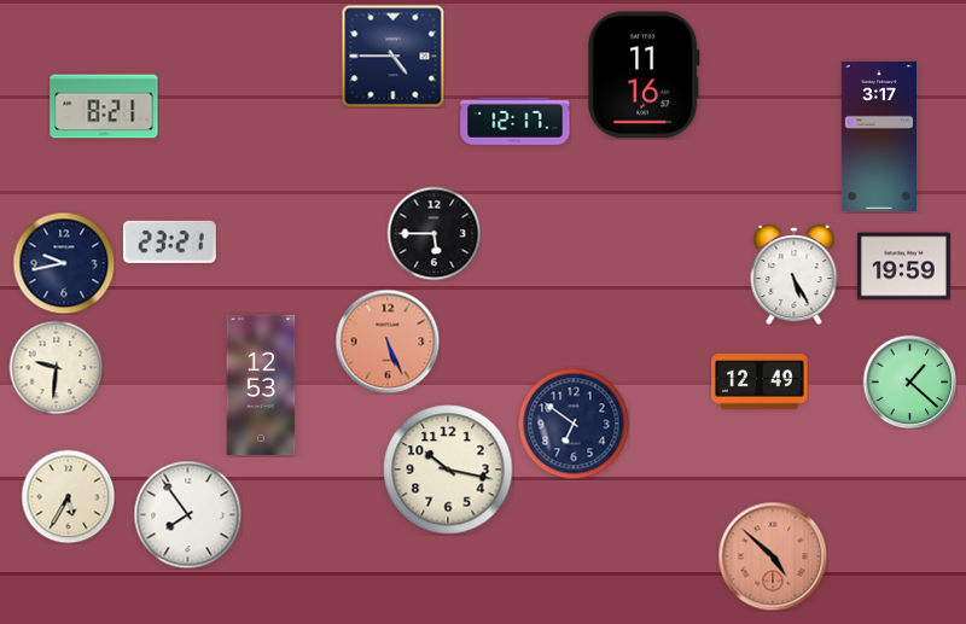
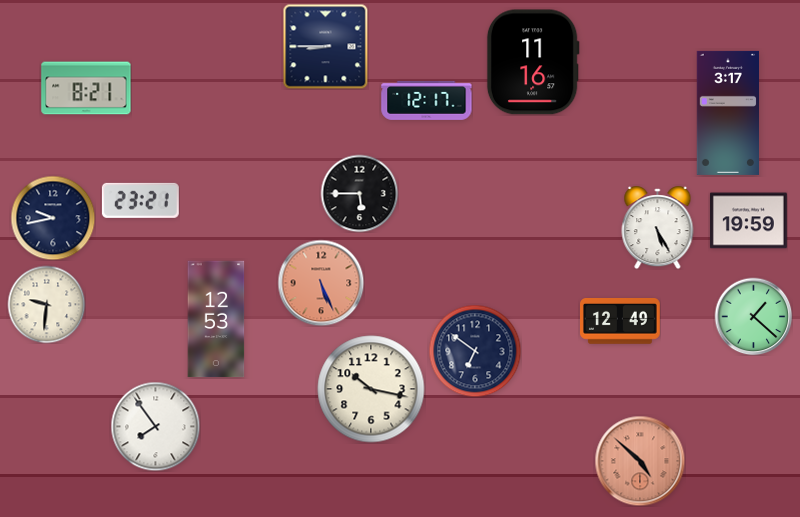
clock at (392, 56): 4:45 -> 8:45
clock at (761, 383) position: (761, 383) -> (621, 322)
clock at (68, 496): 5:35 -> none
